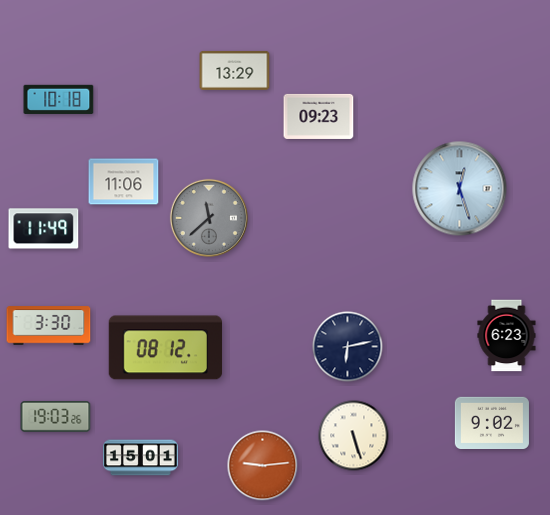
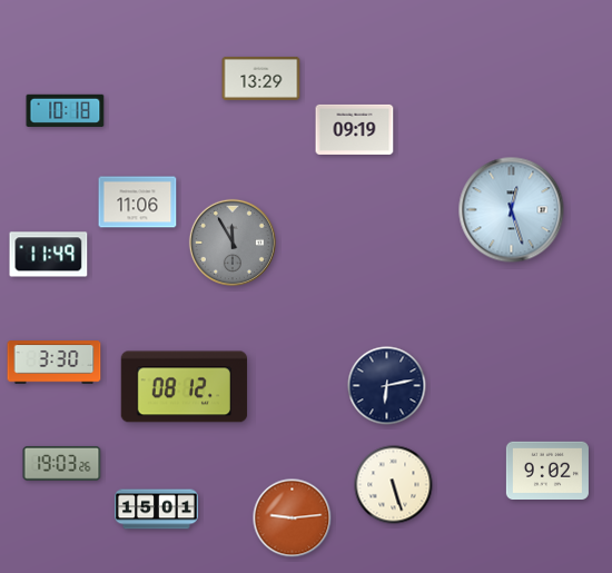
clock at (319, 116): 09:23 -> 09:19
clock at (209, 218): 11:38 -> 11:55
clock at (507, 336): 6:23 -> none
